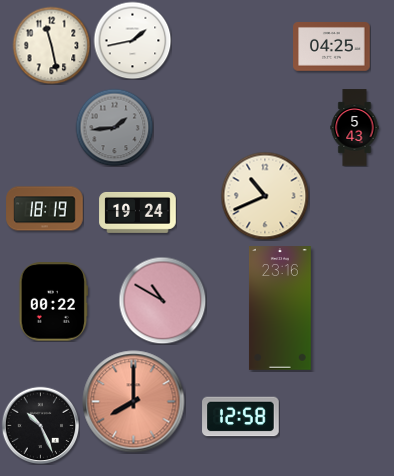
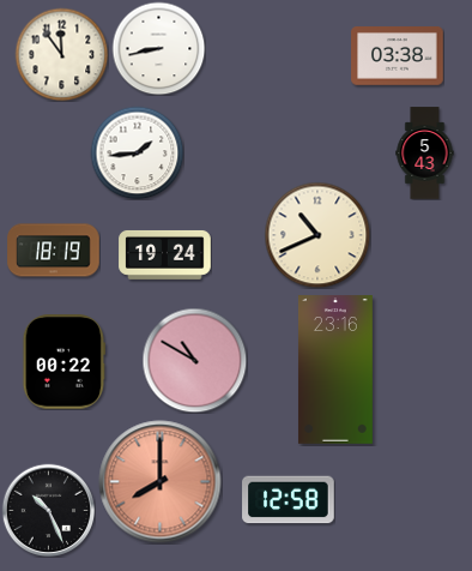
clock at (132, 40): 1:43 -> 8:43
clock at (51, 45): 11:28 -> 11:54
clock at (332, 47): 04:25 -> 03:38
clock at (114, 127) dial: grey -> white
